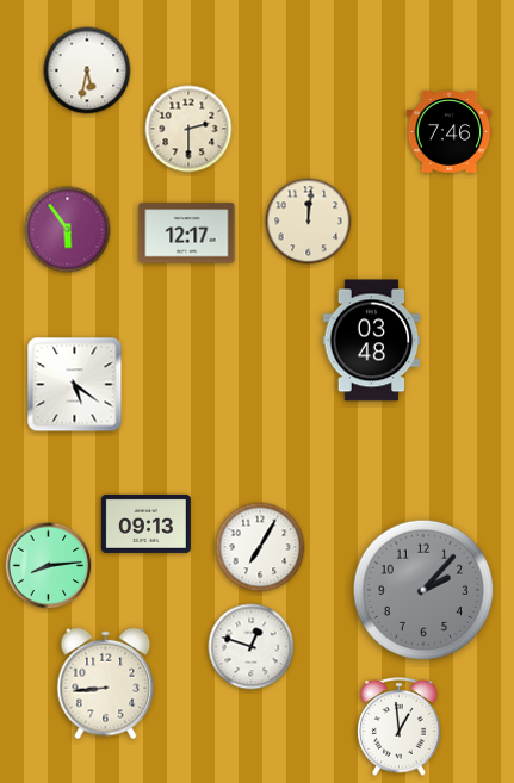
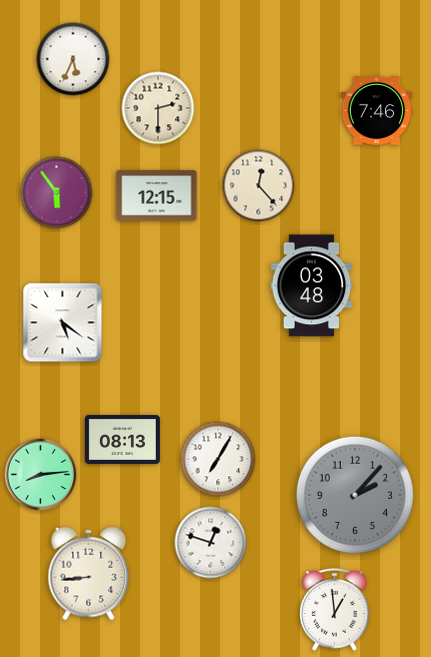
clock at (87, 70): 5:32 -> 5:34
clock at (309, 222): 12:01 -> 12:23
clock at (187, 234): 12:17 -> 12:15
clock at (145, 523): 09:13 -> 08:13
